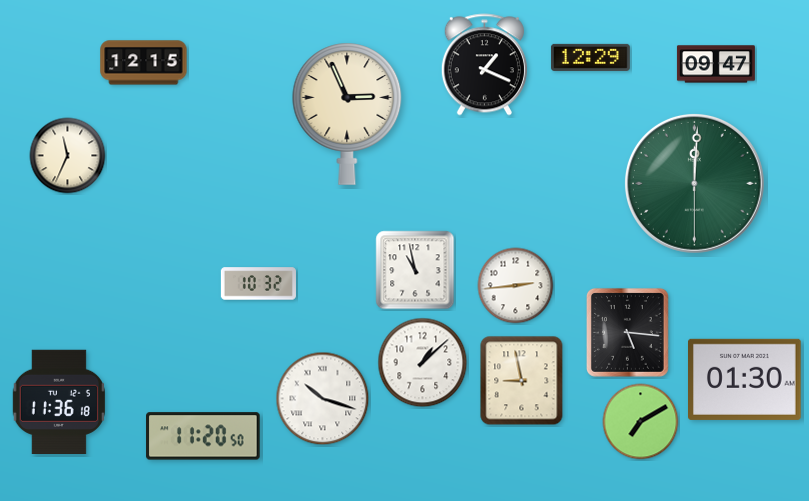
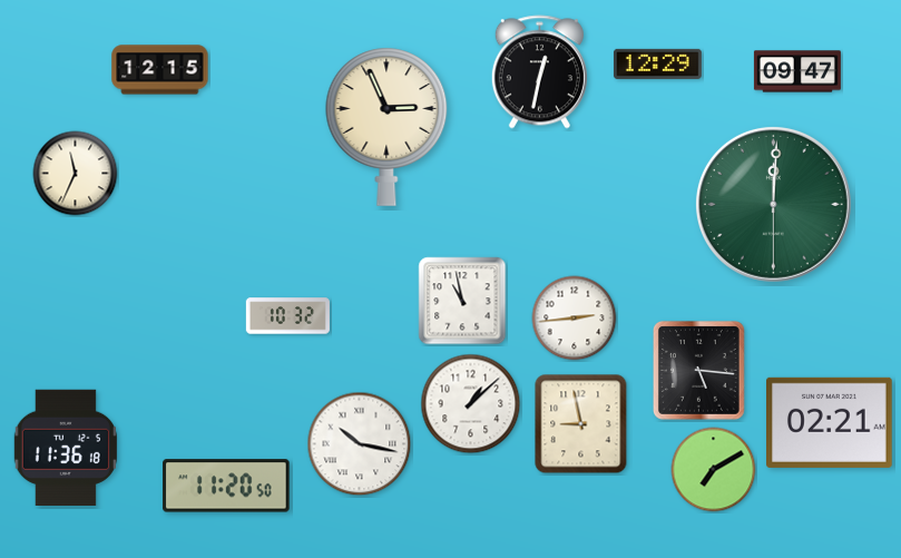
clock at (484, 65): 1:19 -> 12:32
clock at (745, 379): 01:30 -> 02:21
clock at (323, 399): 10:18 -> 10:17
